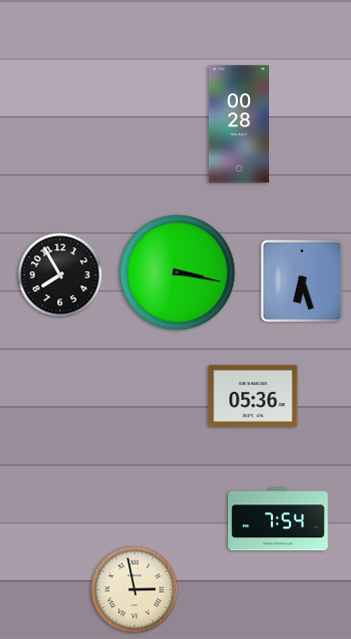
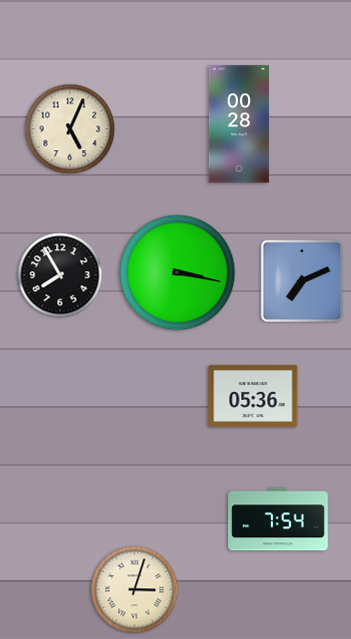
clock at (70, 129): none -> 5:04
clock at (301, 280): 6:27 -> 7:11
clock at (135, 590): 2:58 -> 3:03
